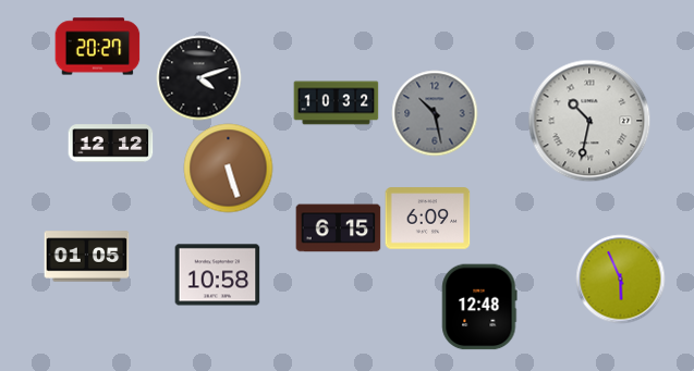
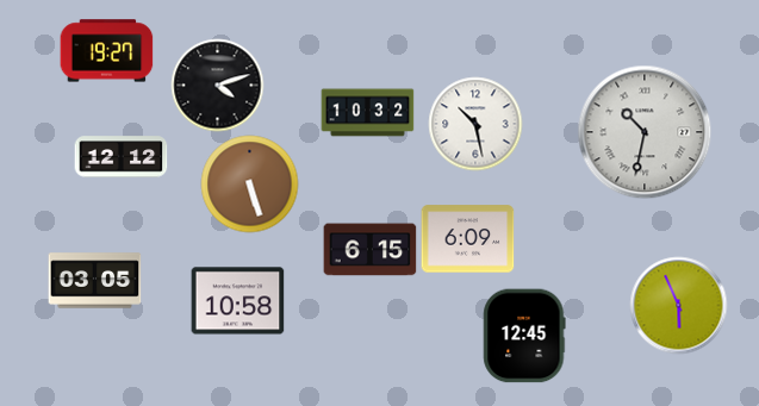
clock at (97, 47): 20:27 -> 19:27
clock at (435, 113) dial: grey -> white
clock at (86, 257): 01:05 -> 03:05
clock at (479, 307): 12:48 -> 12:45
